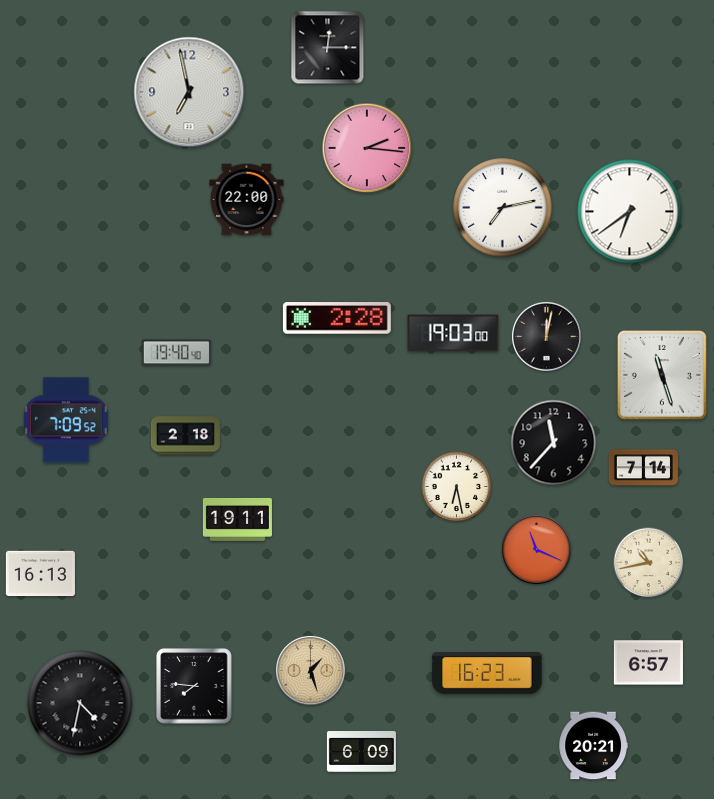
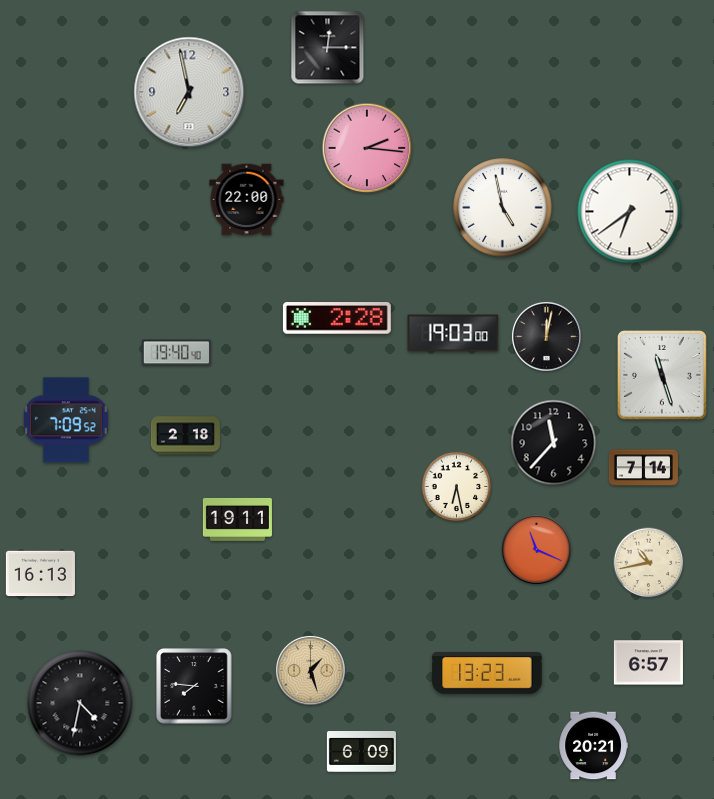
clock at (503, 208): 7:13 -> 4:58
clock at (487, 673): 16:23 -> 13:23
